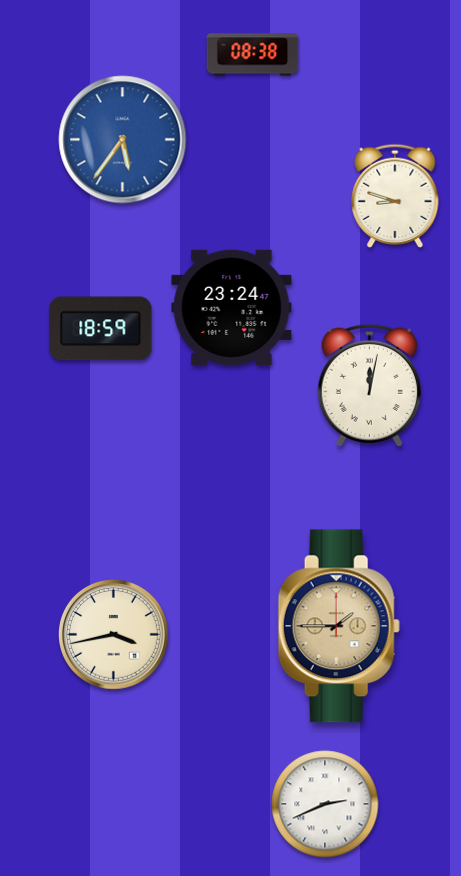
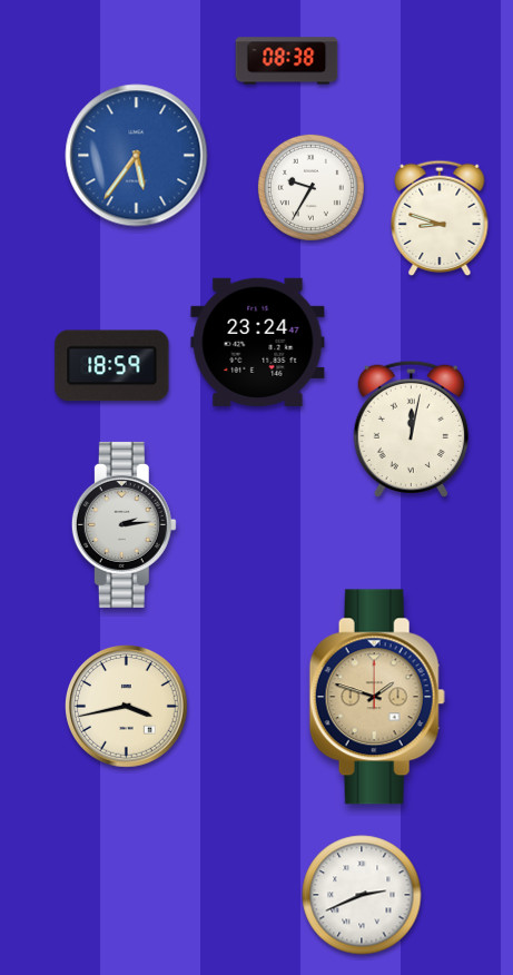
clock at (253, 55) position: (253, 55) -> (287, 61)
clock at (310, 187): none -> 9:35
clock at (124, 524): none -> 2:14
clock at (339, 626): 1:45 -> 1:48
